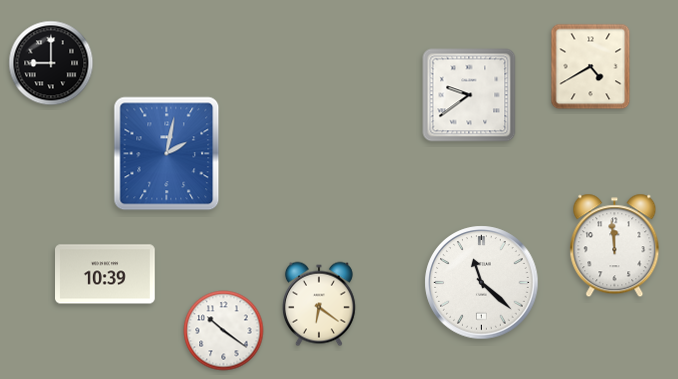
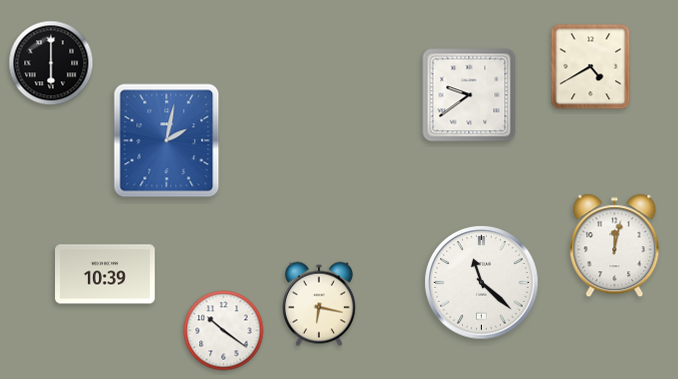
clock at (51, 63): 9:00 -> 6:00
clock at (167, 154) position: (167, 154) -> (167, 141)
clock at (615, 246): 11:59 -> 12:02
clock at (319, 304): 6:21 -> 6:17
